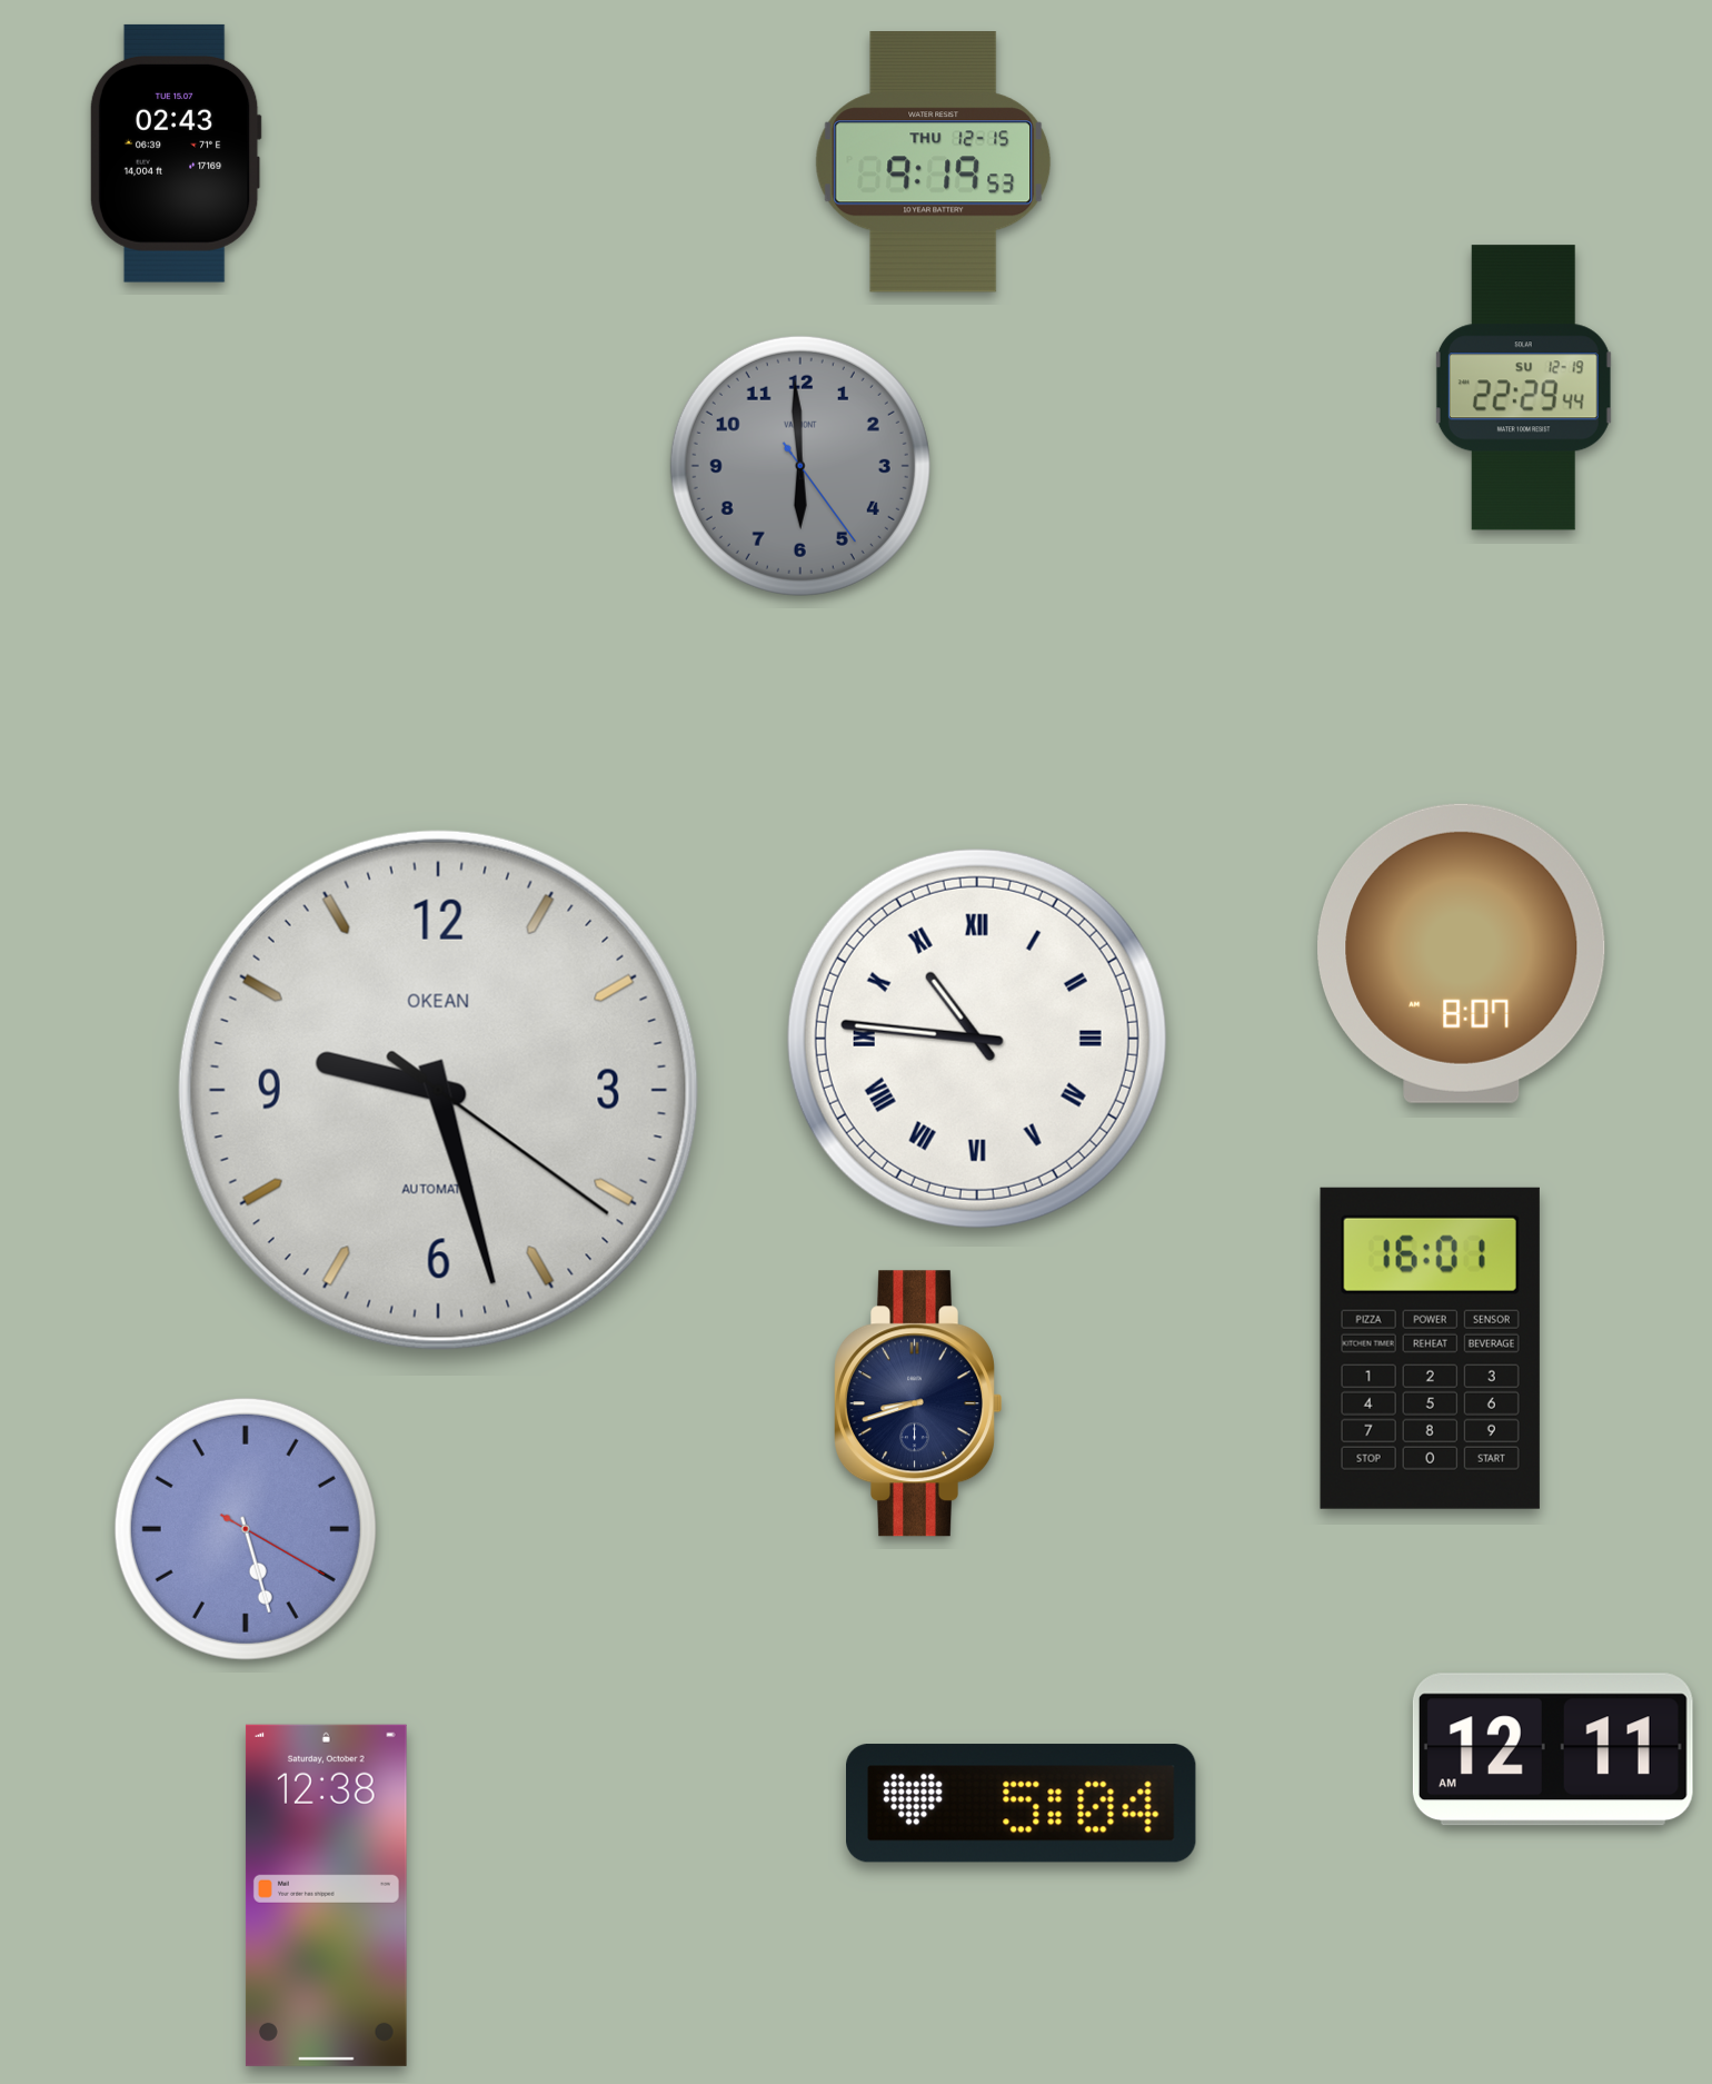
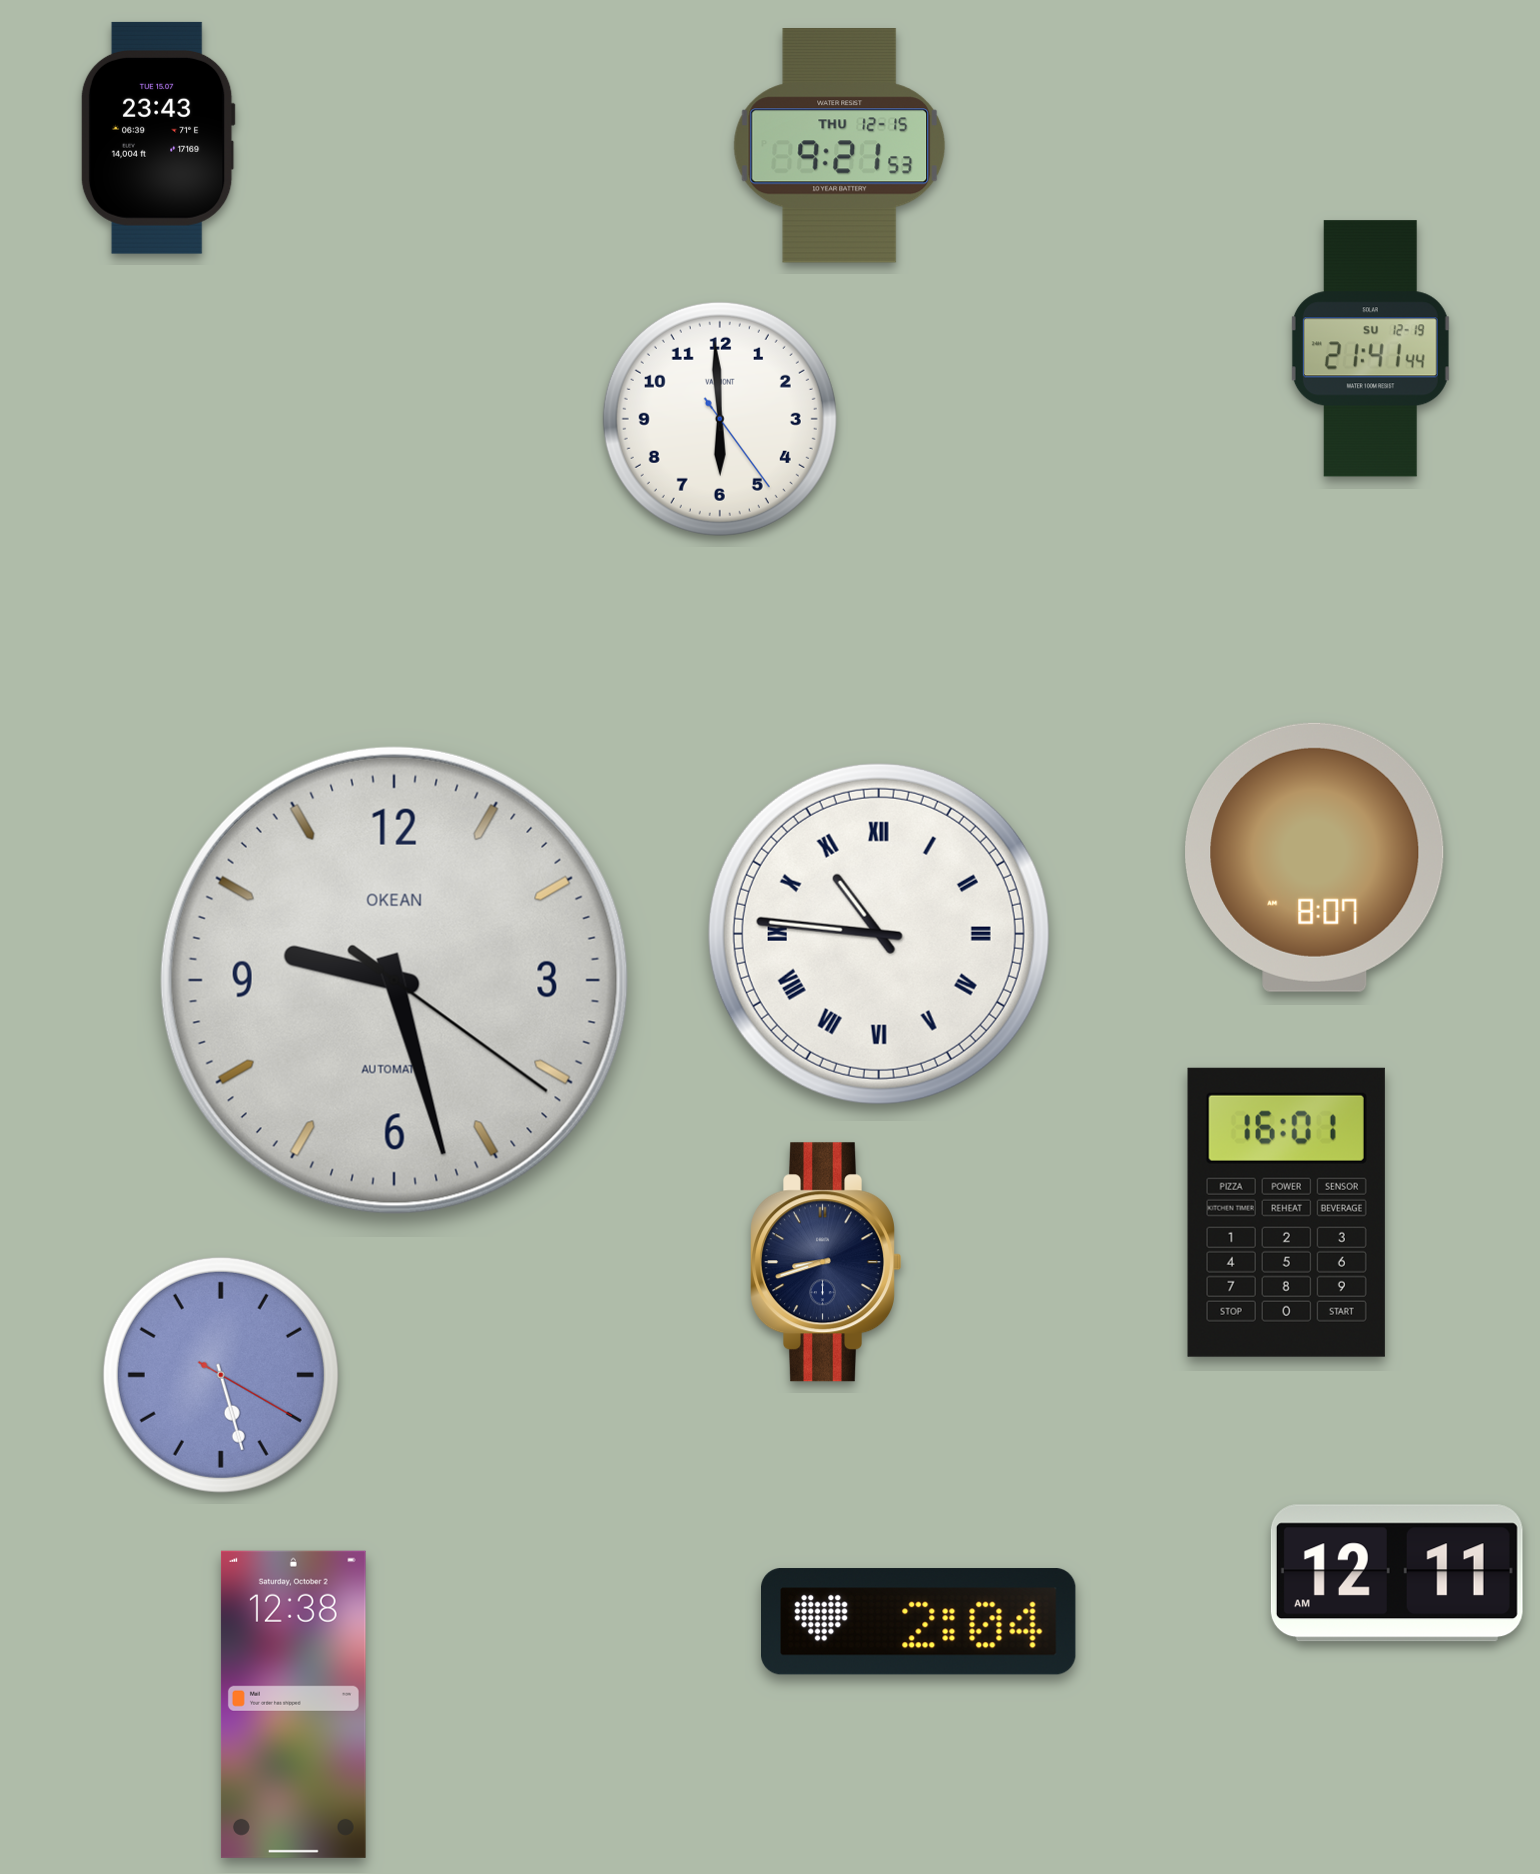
clock at (176, 153): 02:43 -> 23:43
clock at (934, 161): 9:19 -> 9:21
clock at (1523, 388): 22:29 -> 21:41
clock at (800, 466) dial: grey -> white
clock at (1022, 1804): 5:04 -> 2:04
